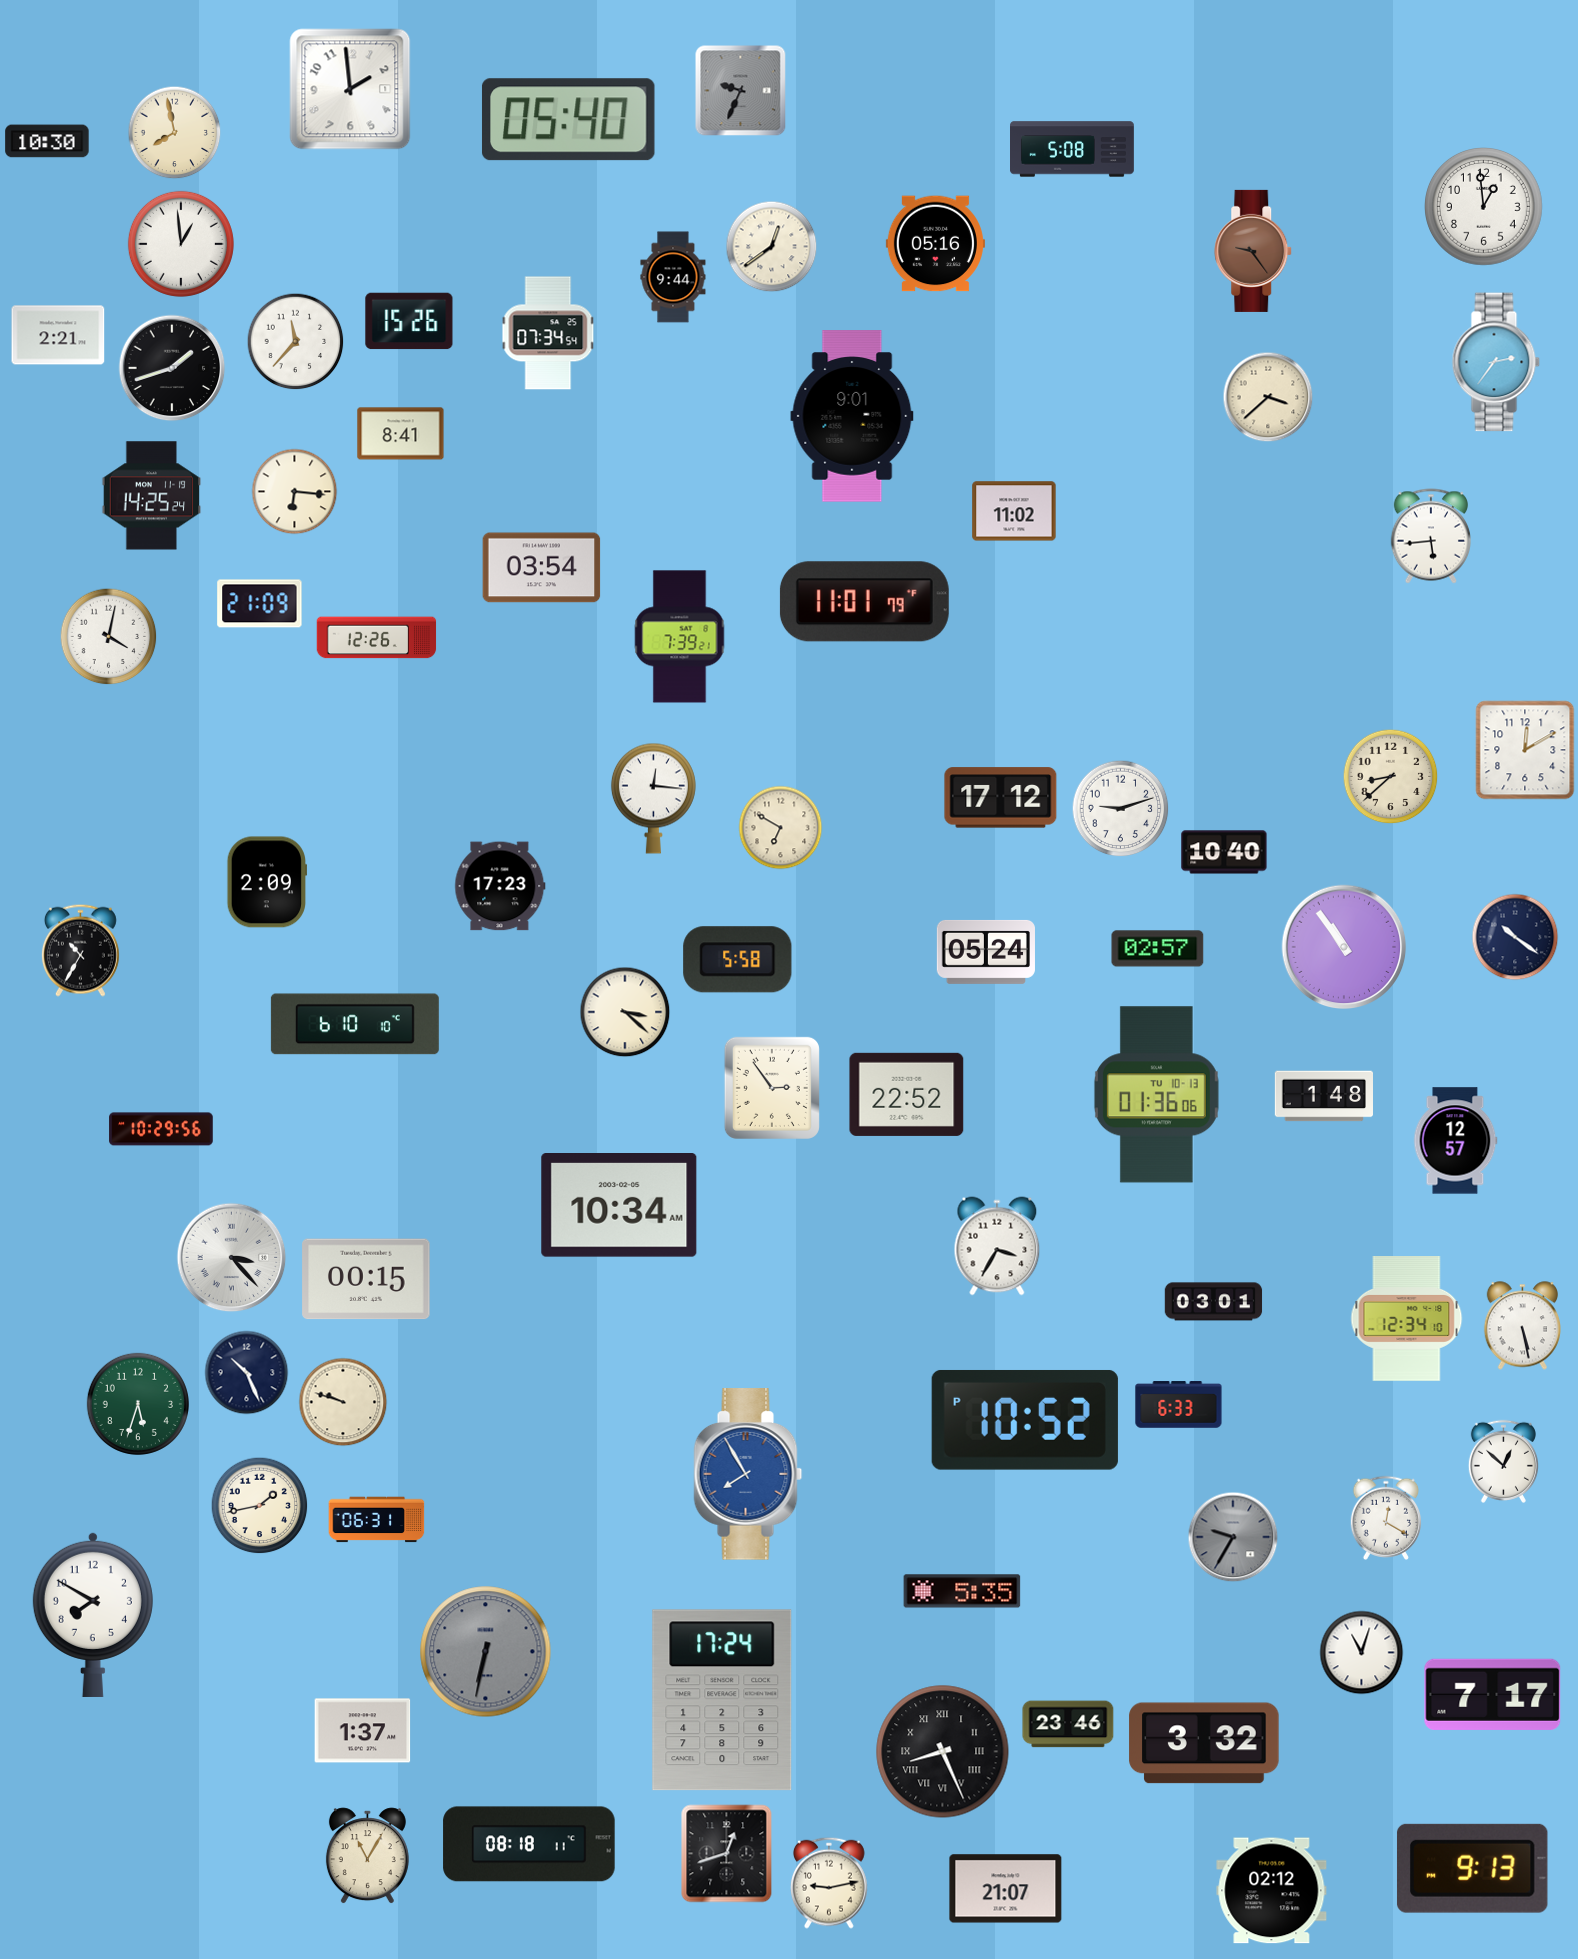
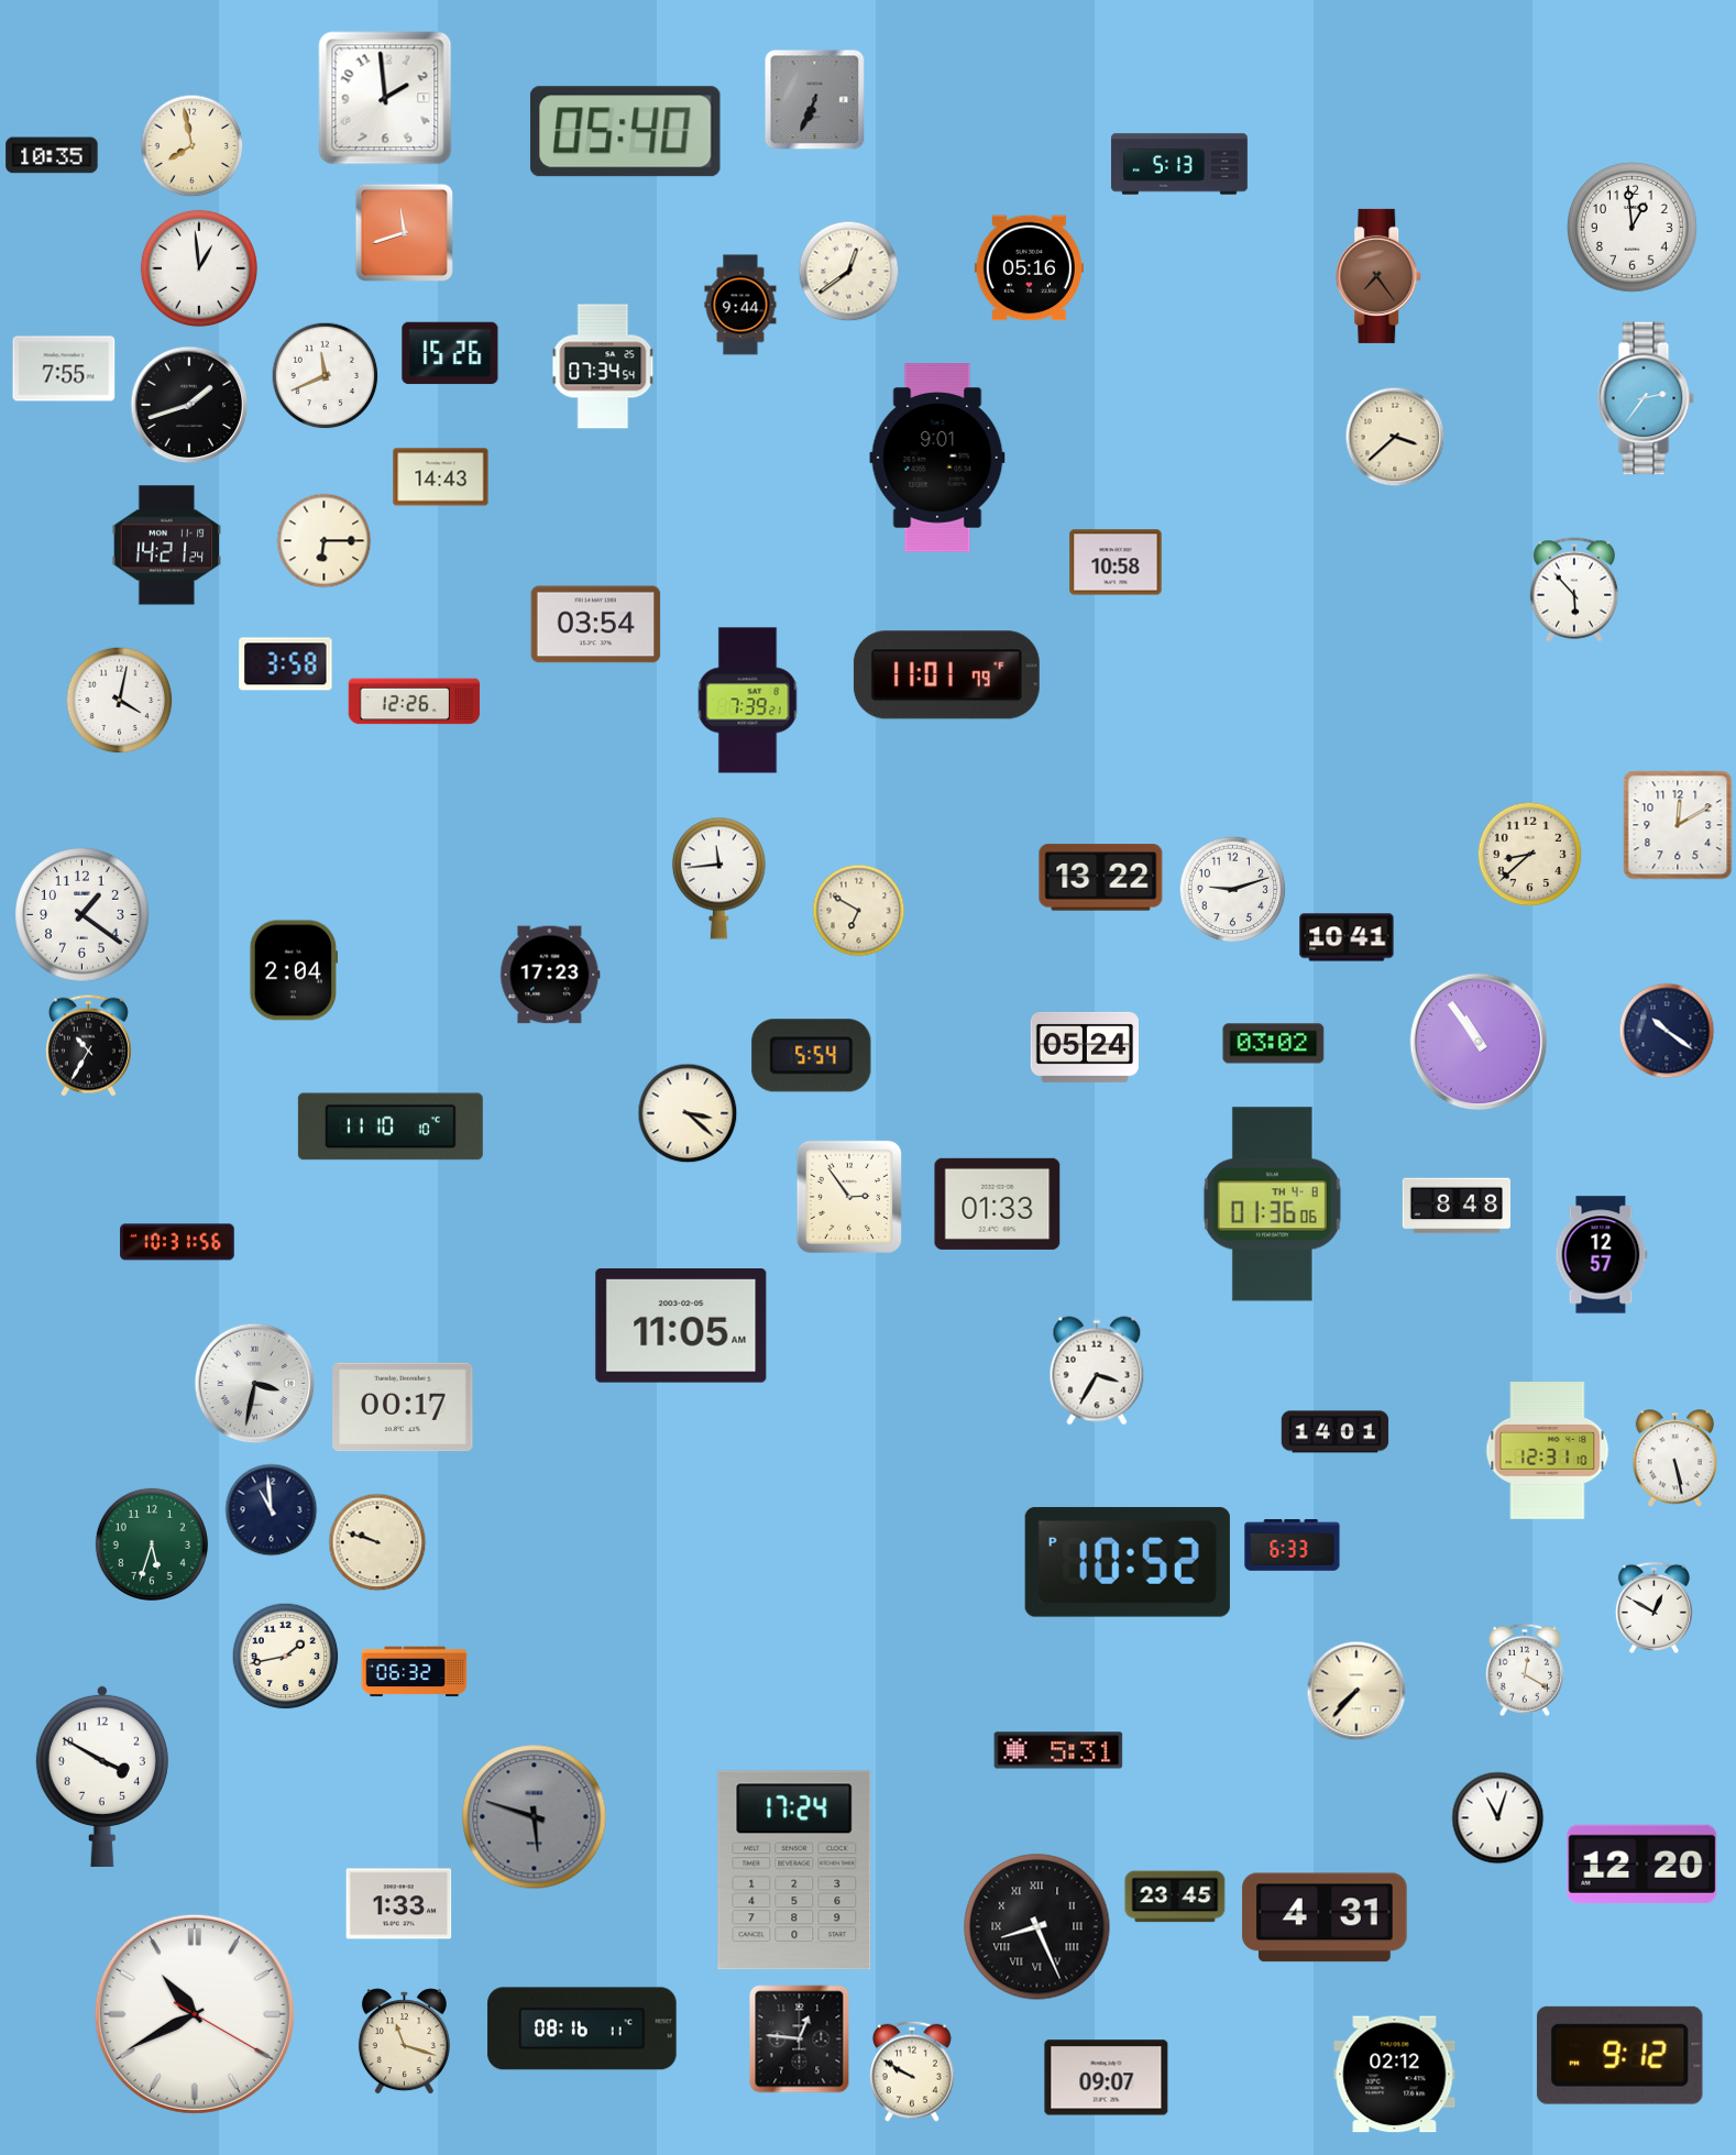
clock at (741, 91): 9:34 -> 6:34
clock at (47, 141): 10:30 -> 10:35
clock at (1073, 149): 5:08 -> 5:13
clock at (404, 232): none -> 11:42
clock at (1254, 251): 9:24 -> 7:24
clock at (58, 335): 2:21 -> 7:55
clock at (296, 342): 11:37 -> 11:41
clock at (401, 434): 8:41 -> 14:43
clock at (295, 492): 6:16 -> 6:15
clock at (152, 496): 14:25 -> 14:21
clock at (1014, 511): 11:02 -> 10:58
clock at (1430, 536): 5:44 -> 5:53
clock at (864, 602) position: (864, 602) -> (946, 675)
clock at (260, 604): 21:09 -> 3:58
clock at (653, 798): 12:16 -> 11:44
clock at (1001, 798): 17:12 -> 13:22
clock at (83, 915): none -> 1:21
clock at (1224, 852): 10:40 -> 10:41
clock at (266, 882): 2:09 -> 2:04
clock at (1158, 949): 02:57 -> 03:02
clock at (738, 960): 5:58 -> 5:54
clock at (355, 1024): 6:10 -> 11:10
clock at (907, 1094): 22:52 -> 01:33
clock at (1156, 1095) date: TU 10-13 -> TH 4-8
clock at (1323, 1096): 1:48 -> 8:48
clock at (161, 1129): 10:29 -> 10:31
clock at (619, 1206): 10:34 -> 11:05
clock at (232, 1258): 3:23 -> 3:32
clock at (366, 1279): 00:15 -> 00:17
clock at (1214, 1302): 03:01 -> 14:01
clock at (1407, 1319): 12:34 -> 12:31
clock at (247, 1373): 10:26 -> 10:59
clock at (1179, 1405) position: (1179, 1405) -> (1293, 1546)
clock at (1503, 1461): 12:52 -> 12:50
clock at (748, 1474): 7:55 -> none
clock at (377, 1520): 06:31 -> 06:32
clock at (1233, 1537): 9:35 -> 7:37
clock at (1233, 1537) dial: grey -> cream
clock at (962, 1591): 5:35 -> 5:31
clock at (93, 1614): 7:50 -> 3:50
clock at (486, 1652): 6:32 -> 5:48
clock at (1493, 1694): 7:17 -> 12:20
clock at (1068, 1724): 23:46 -> 23:45
clock at (363, 1731): 1:37 -> 1:33
clock at (1204, 1743): 3:32 -> 4:31
clock at (195, 2014): none -> 10:40
clock at (529, 1844): 08:18 -> 08:16
clock at (727, 1854): 12:42 -> 12:46
clock at (367, 1856): 11:05 -> 11:18
clock at (1472, 1868): 9:13 -> 9:12
clock at (830, 1883): 9:13 -> 9:50
clock at (1006, 1889): 21:07 -> 09:07
clock at (1272, 1891) position: (1272, 1891) -> (1395, 2075)
